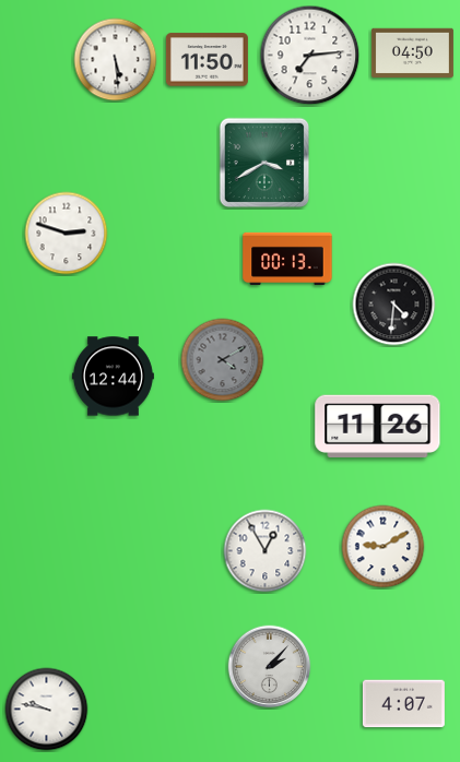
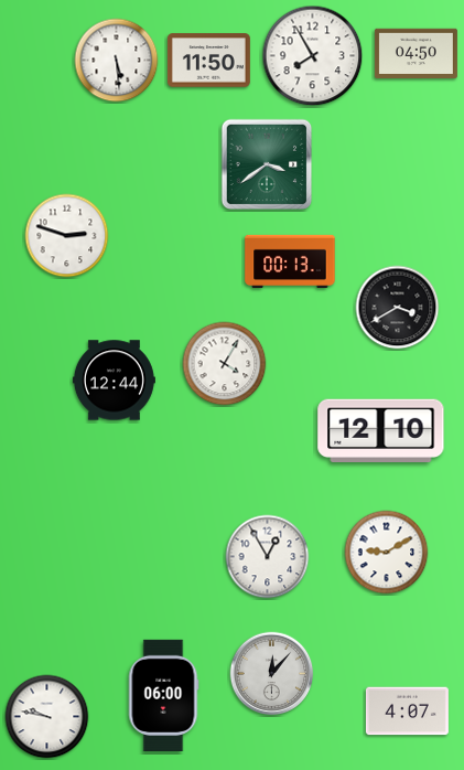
clock at (310, 56): 7:14 -> 7:55
clock at (264, 163): 3:40 -> 3:39
clock at (394, 305): 4:31 -> 3:40
clock at (223, 360): 4:10 -> 4:05
clock at (223, 360) dial: grey -> white
clock at (378, 427): 11:26 -> 12:10
clock at (270, 667): 2:07 -> 12:07
clock at (163, 695): none -> 06:00
